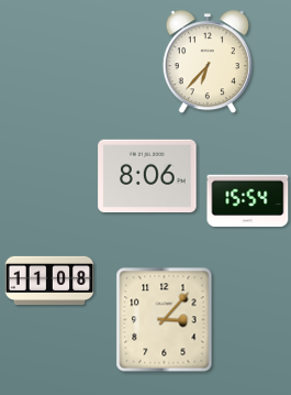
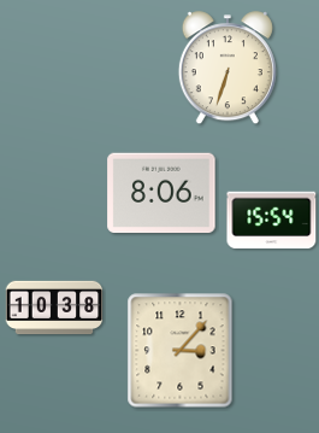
clock at (208, 63): 6:37 -> 6:33
clock at (49, 281): 11:08 -> 10:38
